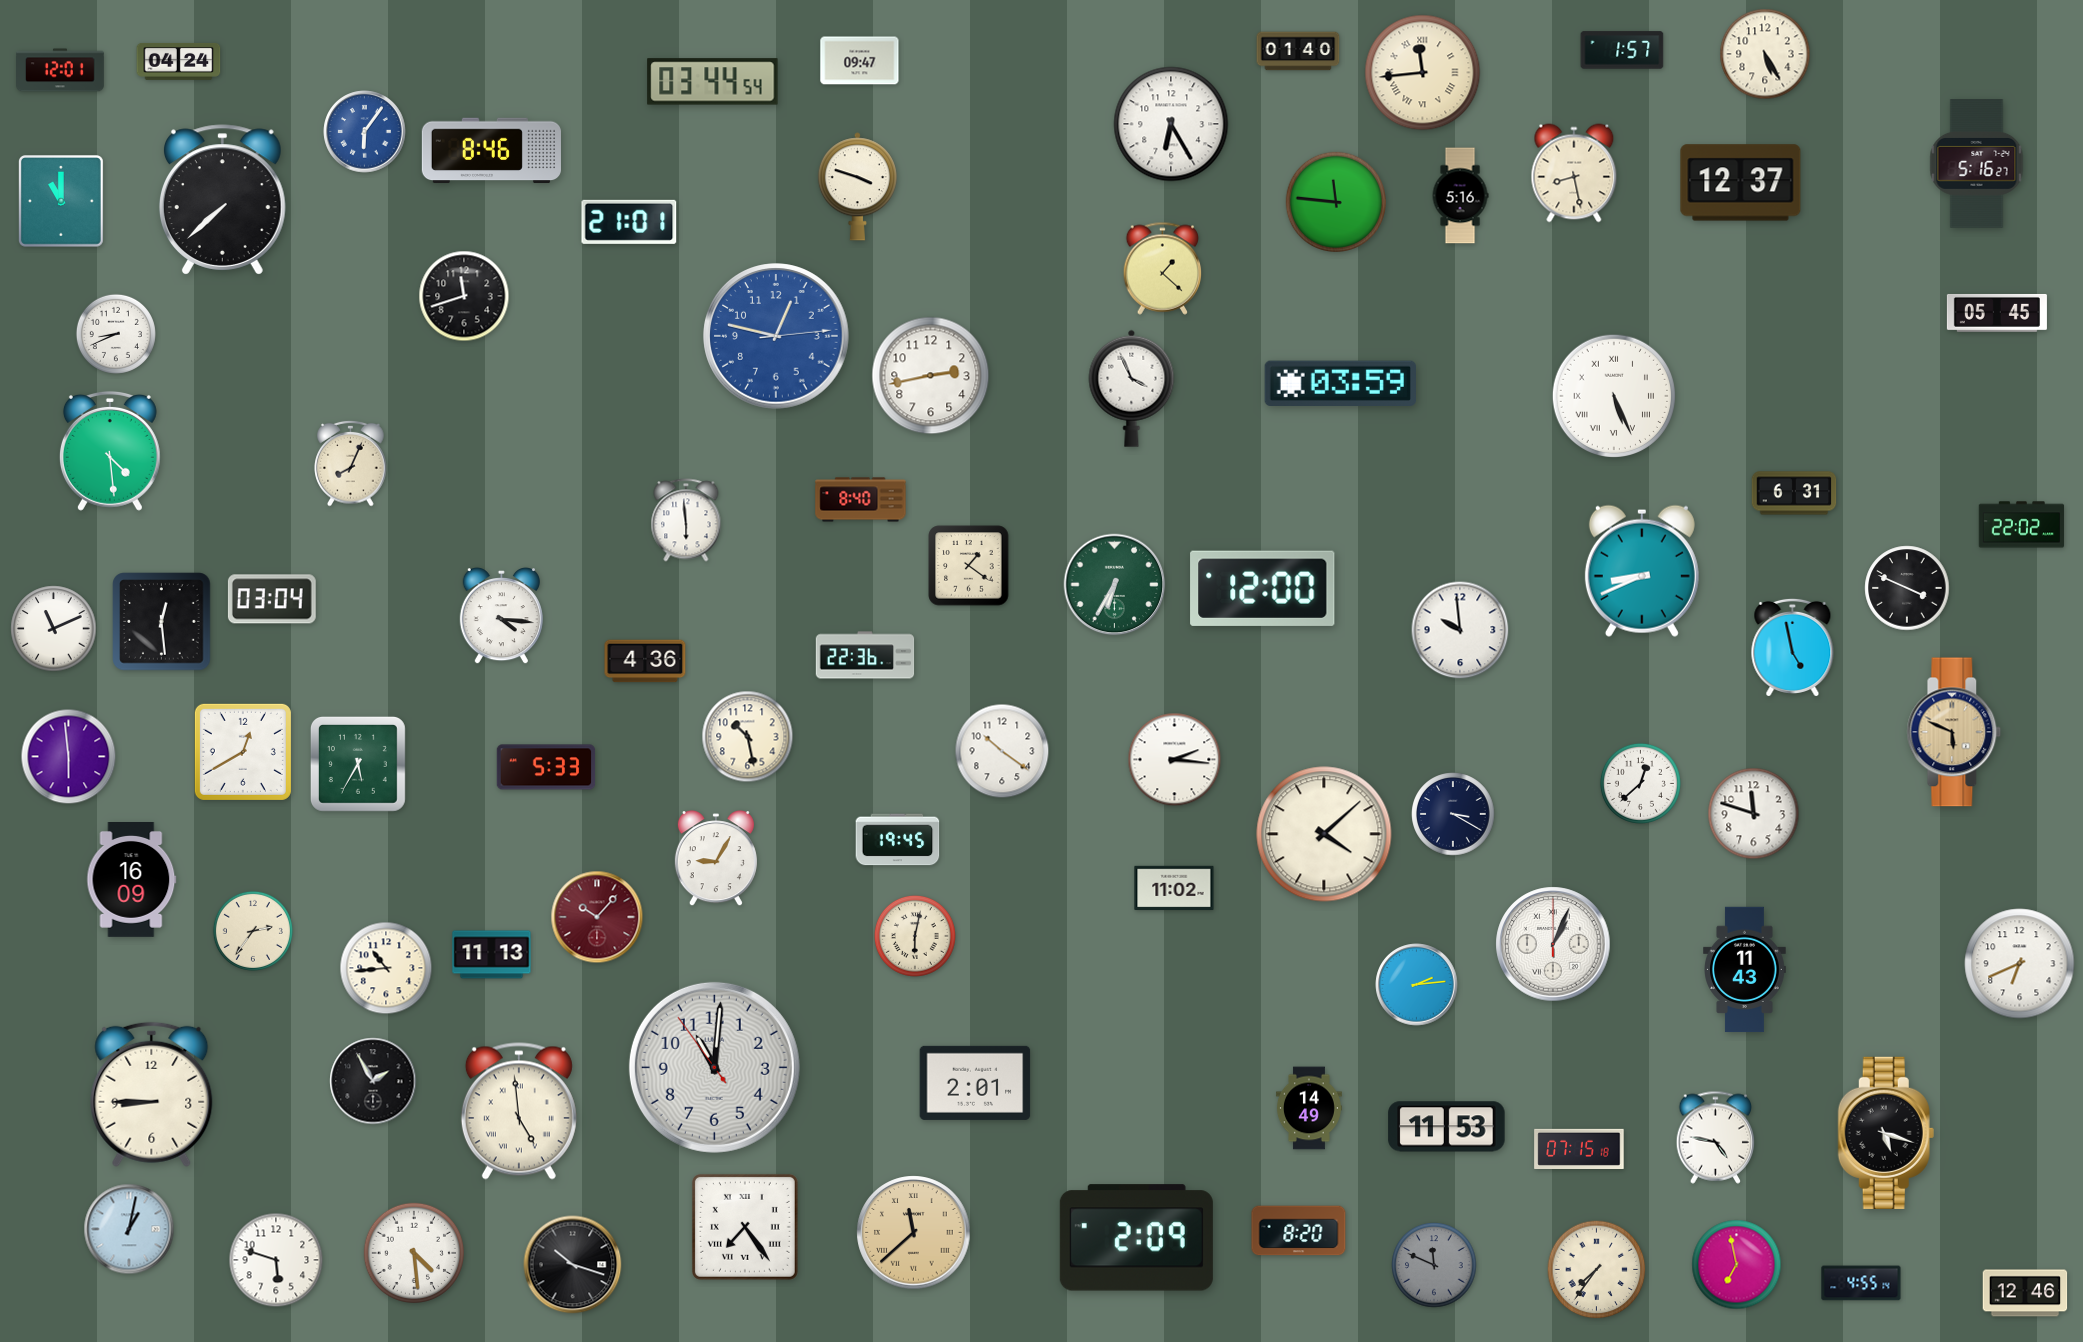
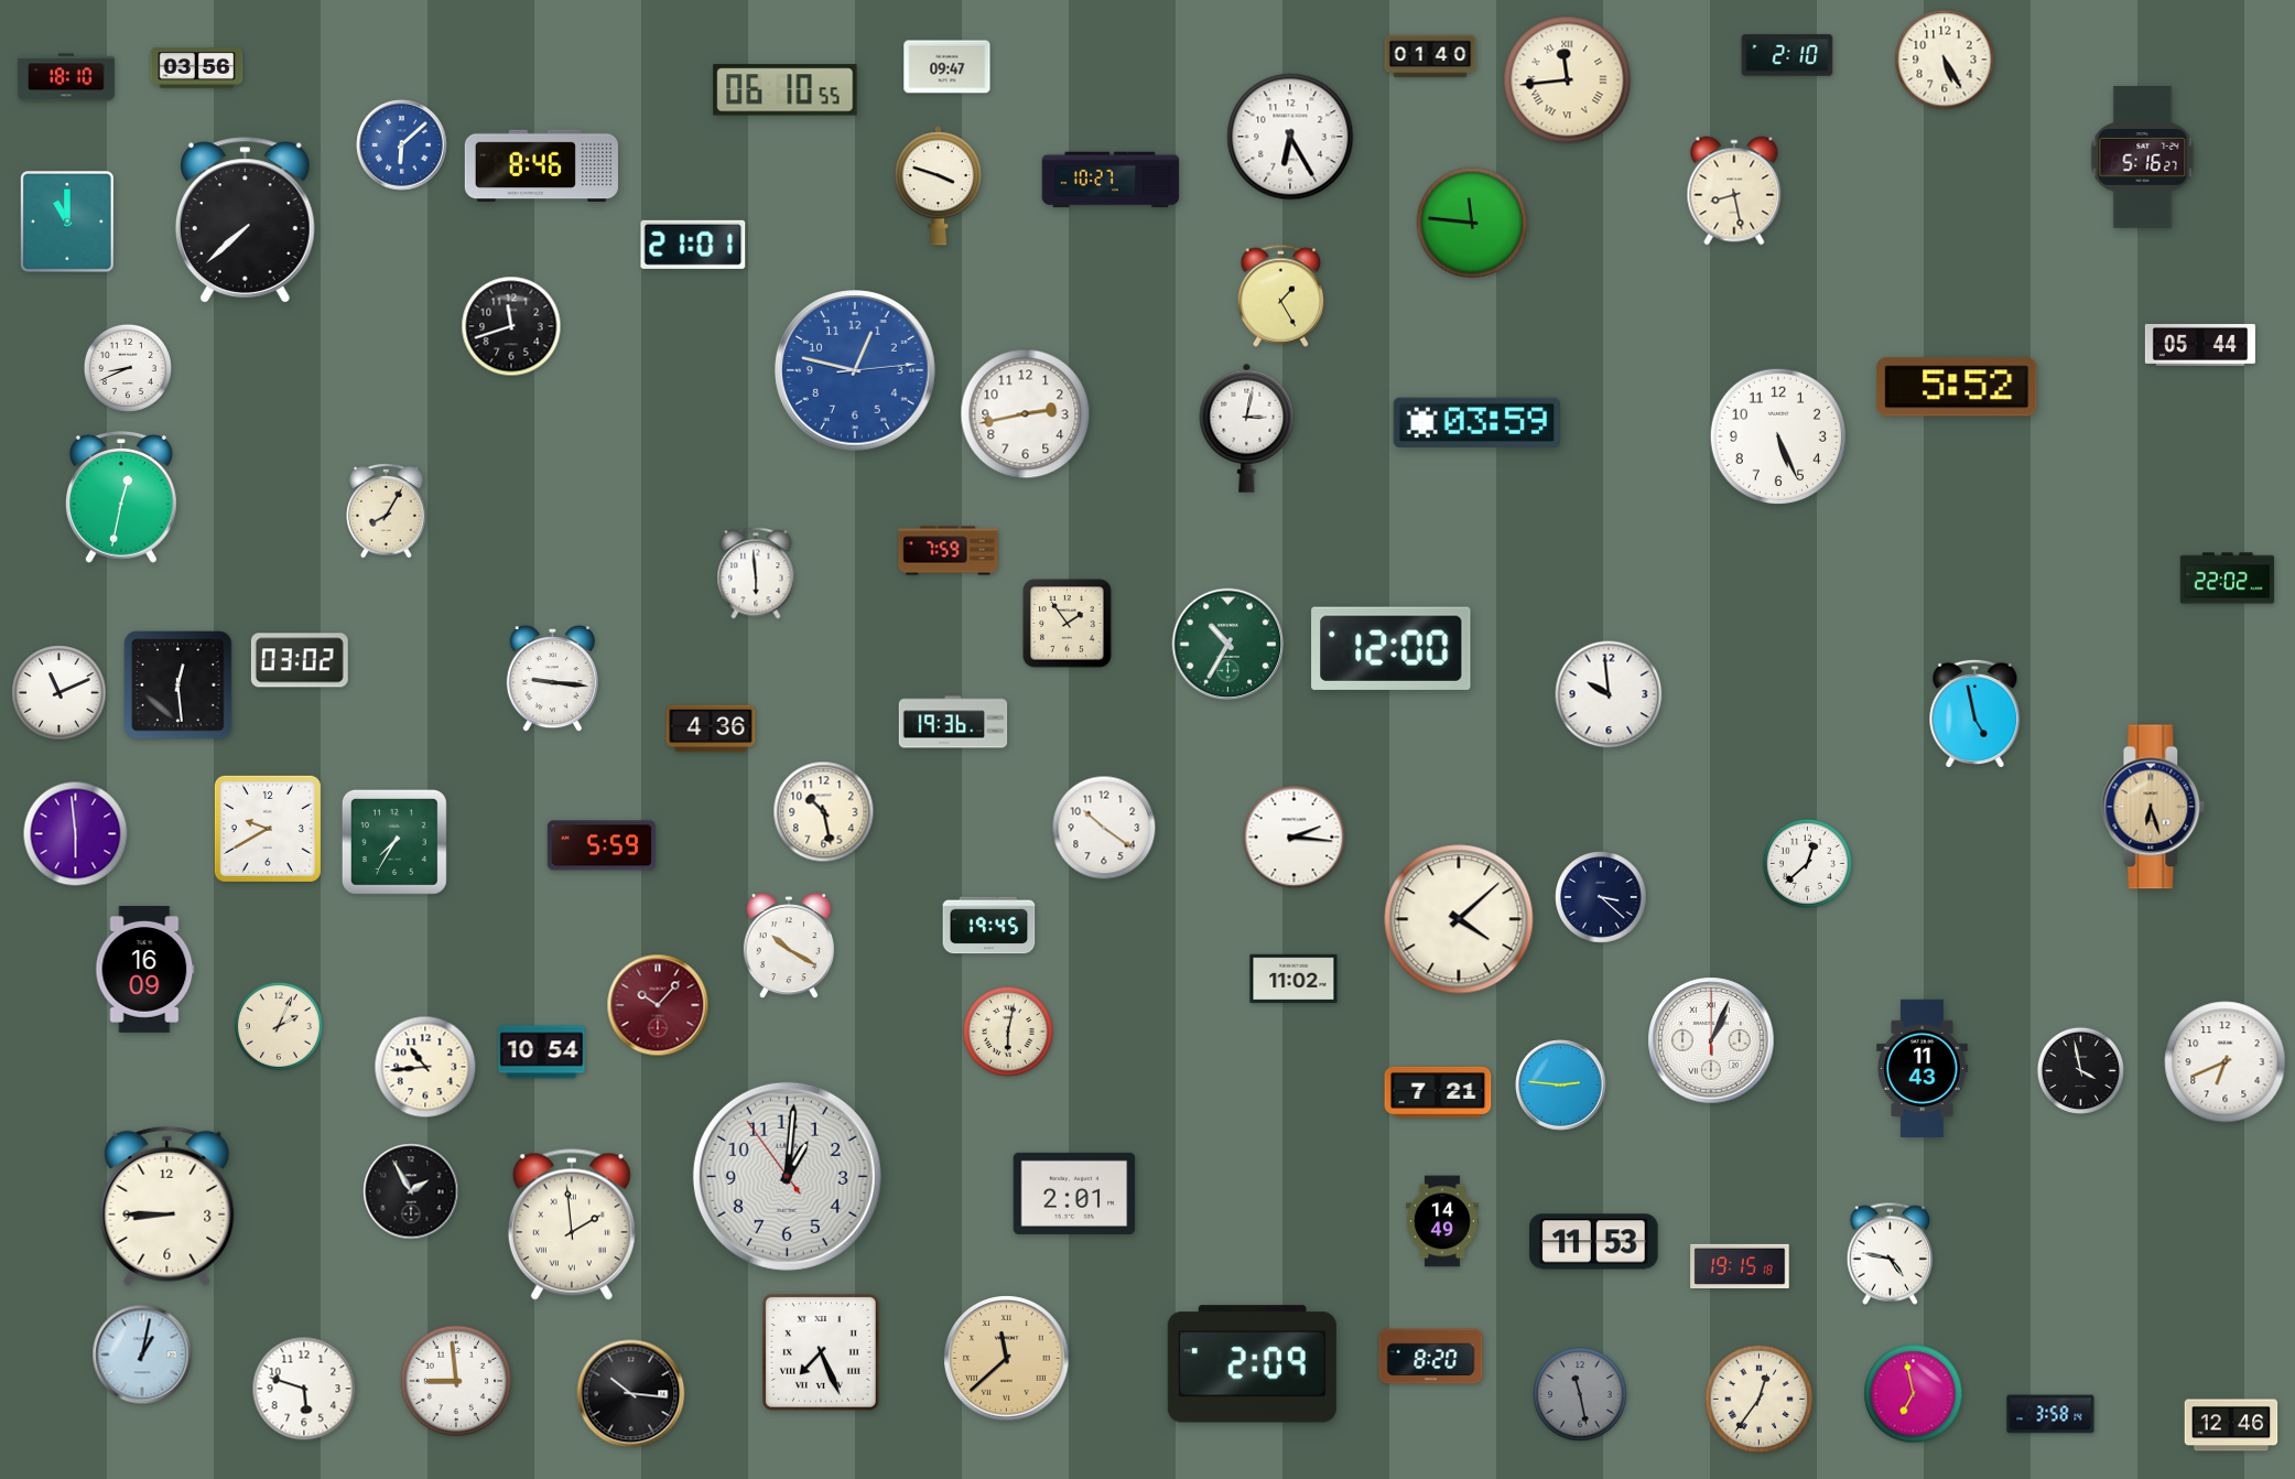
clock at (1622, 50): 1:57 -> 2:10
clock at (179, 62): 04:24 -> 03:56
clock at (61, 70): 12:01 -> 18:10
clock at (713, 82): 03:44 -> 06:10
clock at (365, 132): 6:06 -> 6:08
clock at (1111, 180): none -> 10:27
clock at (1977, 164) position: (1977, 164) -> (2143, 158)
clock at (1741, 183): 12:37 -> none
clock at (857, 187) position: (857, 187) -> (938, 186)
clock at (1460, 196): 5:16 -> none
clock at (1163, 268): 1:22 -> 1:25
clock at (1997, 313): 05:45 -> 05:44
clock at (1957, 387): none -> 5:52
clock at (1132, 388): 3:56 -> 3:02
clock at (1613, 395) numerals: Roman -> Arabic
clock at (110, 451): 4:29 -> 12:32
clock at (351, 463): 8:04 -> 8:05
clock at (1794, 493): 6:31 -> none
clock at (861, 500): 8:40 -> 7:59
clock at (969, 566): 1:21 -> 1:54
clock at (1642, 571): 8:41 -> none
clock at (1115, 585): 6:35 -> 10:35
clock at (1907, 588): 3:49 -> none
clock at (272, 599): 03:04 -> 03:02
clock at (501, 616): 4:16 -> 9:16
clock at (865, 655): 22:36 -> 19:36
clock at (1954, 732): 5:49 -> 6:27
clock at (243, 752): 12:40 -> 9:40
clock at (358, 764): 5:35 -> 7:35
clock at (546, 767): 5:33 -> 5:59
clock at (1453, 814): 3:20 -> 3:22
clock at (1754, 814): 11:48 -> none
clock at (716, 859): 9:05 -> 10:20
clock at (597, 917) position: (597, 917) -> (658, 1005)
clock at (253, 931): 2:36 -> 2:04
clock at (492, 955): 11:13 -> 10:54
clock at (2080, 1070): none -> 3:58
clock at (1417, 985): 2:14 -> 2:46
clock at (1438, 1092): none -> 7:21
clock at (714, 1067): 11:00 -> 1:00
clock at (519, 1111): 4:59 -> 1:59
clock at (1886, 1133): 5:18 -> none
clock at (1579, 1148): 07:15 -> 19:15
clock at (745, 1227): 7:24 -> 7:26
clock at (413, 1252): 4:29 -> 8:59
clock at (573, 1265): 10:18 -> 10:16
clock at (1434, 1265): 11:49 -> 11:28
clock at (1597, 1270): 7:36 -> 12:36
clock at (1861, 1283): 4:55 -> 3:58
